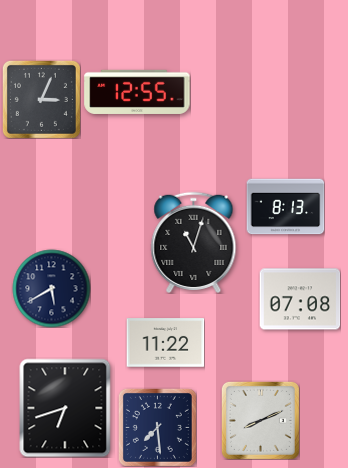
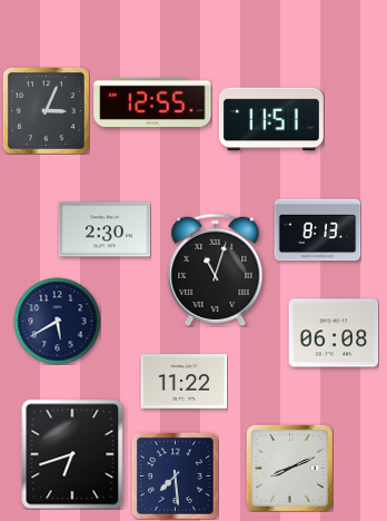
clock at (271, 119): none -> 11:51
clock at (105, 229): none -> 2:30
clock at (300, 299): 07:08 -> 06:08
